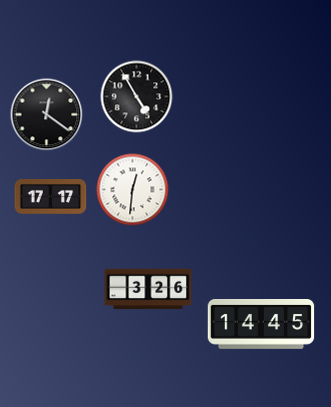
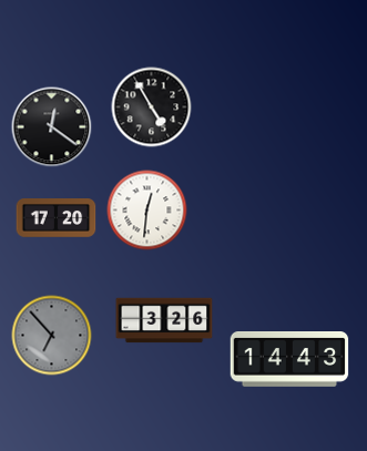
clock at (51, 197): 17:17 -> 17:20
clock at (52, 336): none -> 6:53
clock at (261, 325): 14:45 -> 14:43
